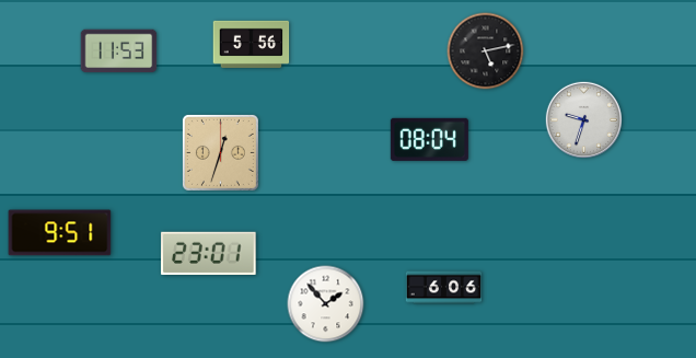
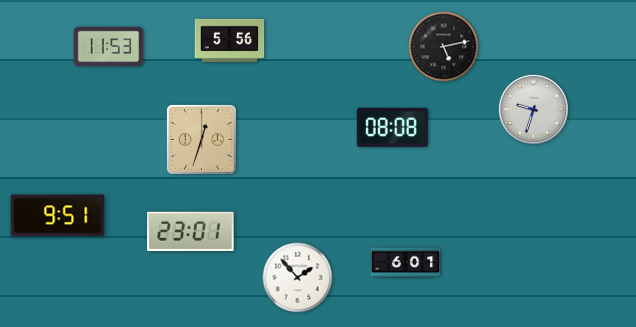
clock at (429, 139): 08:04 -> 08:08
clock at (60, 233) position: (60, 233) -> (58, 216)
clock at (444, 288): 6:06 -> 6:01
